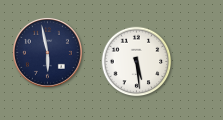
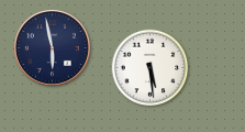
clock at (47, 52) position: (47, 52) -> (52, 47)
